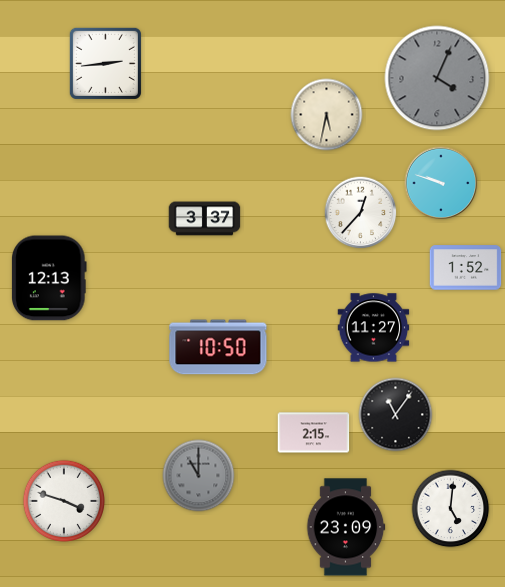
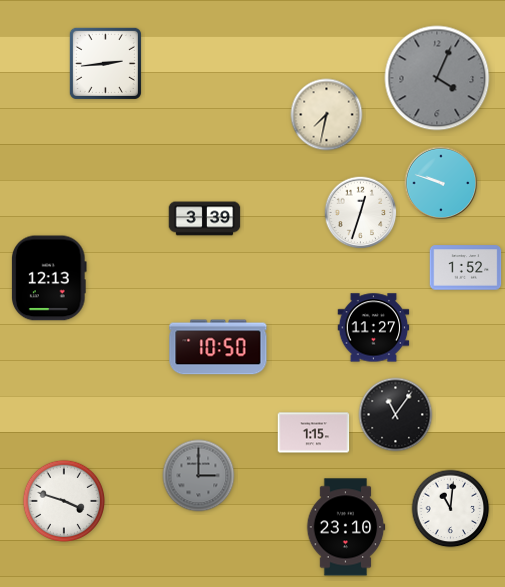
clock at (327, 115): 5:32 -> 7:32
clock at (361, 213): 12:37 -> 12:33
clock at (205, 219): 3:37 -> 3:39
clock at (314, 433): 2:15 -> 1:15
clock at (199, 476): 11:00 -> 3:00
clock at (451, 509): 5:01 -> 11:01
clock at (346, 527): 23:09 -> 23:10
